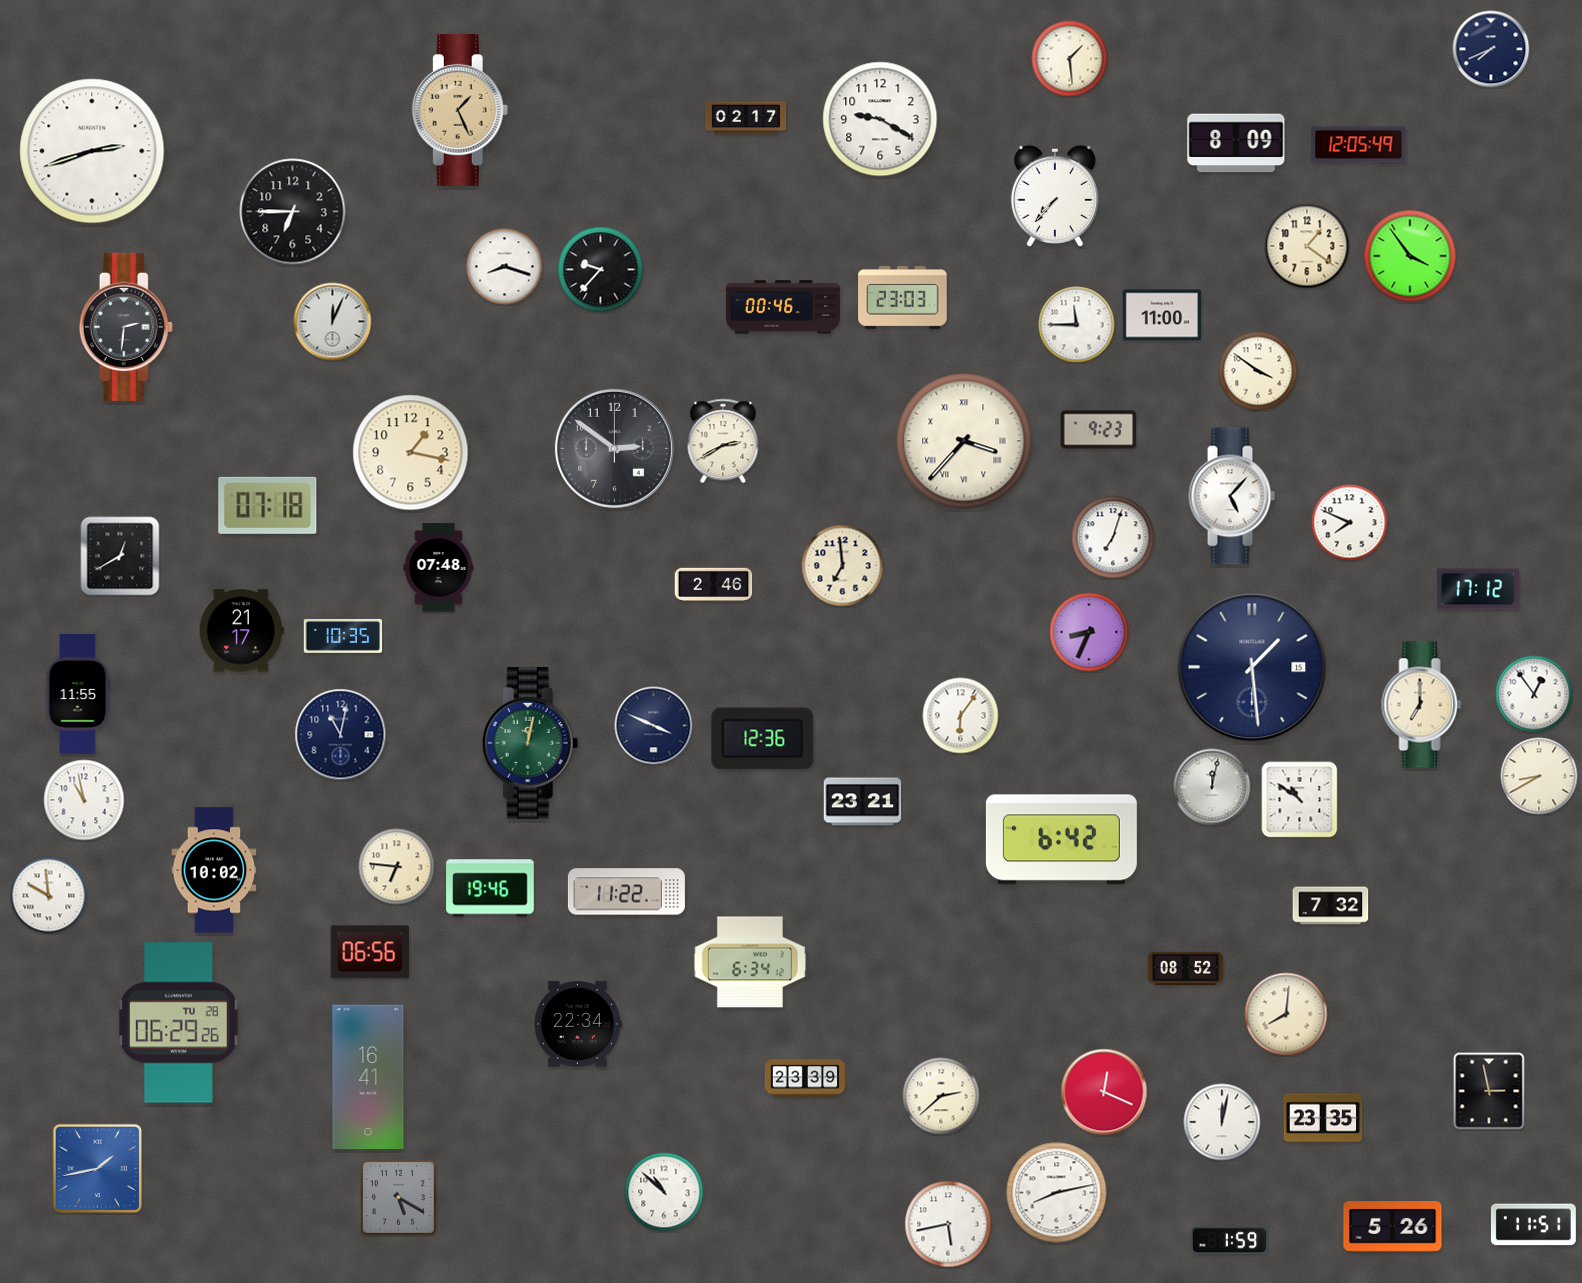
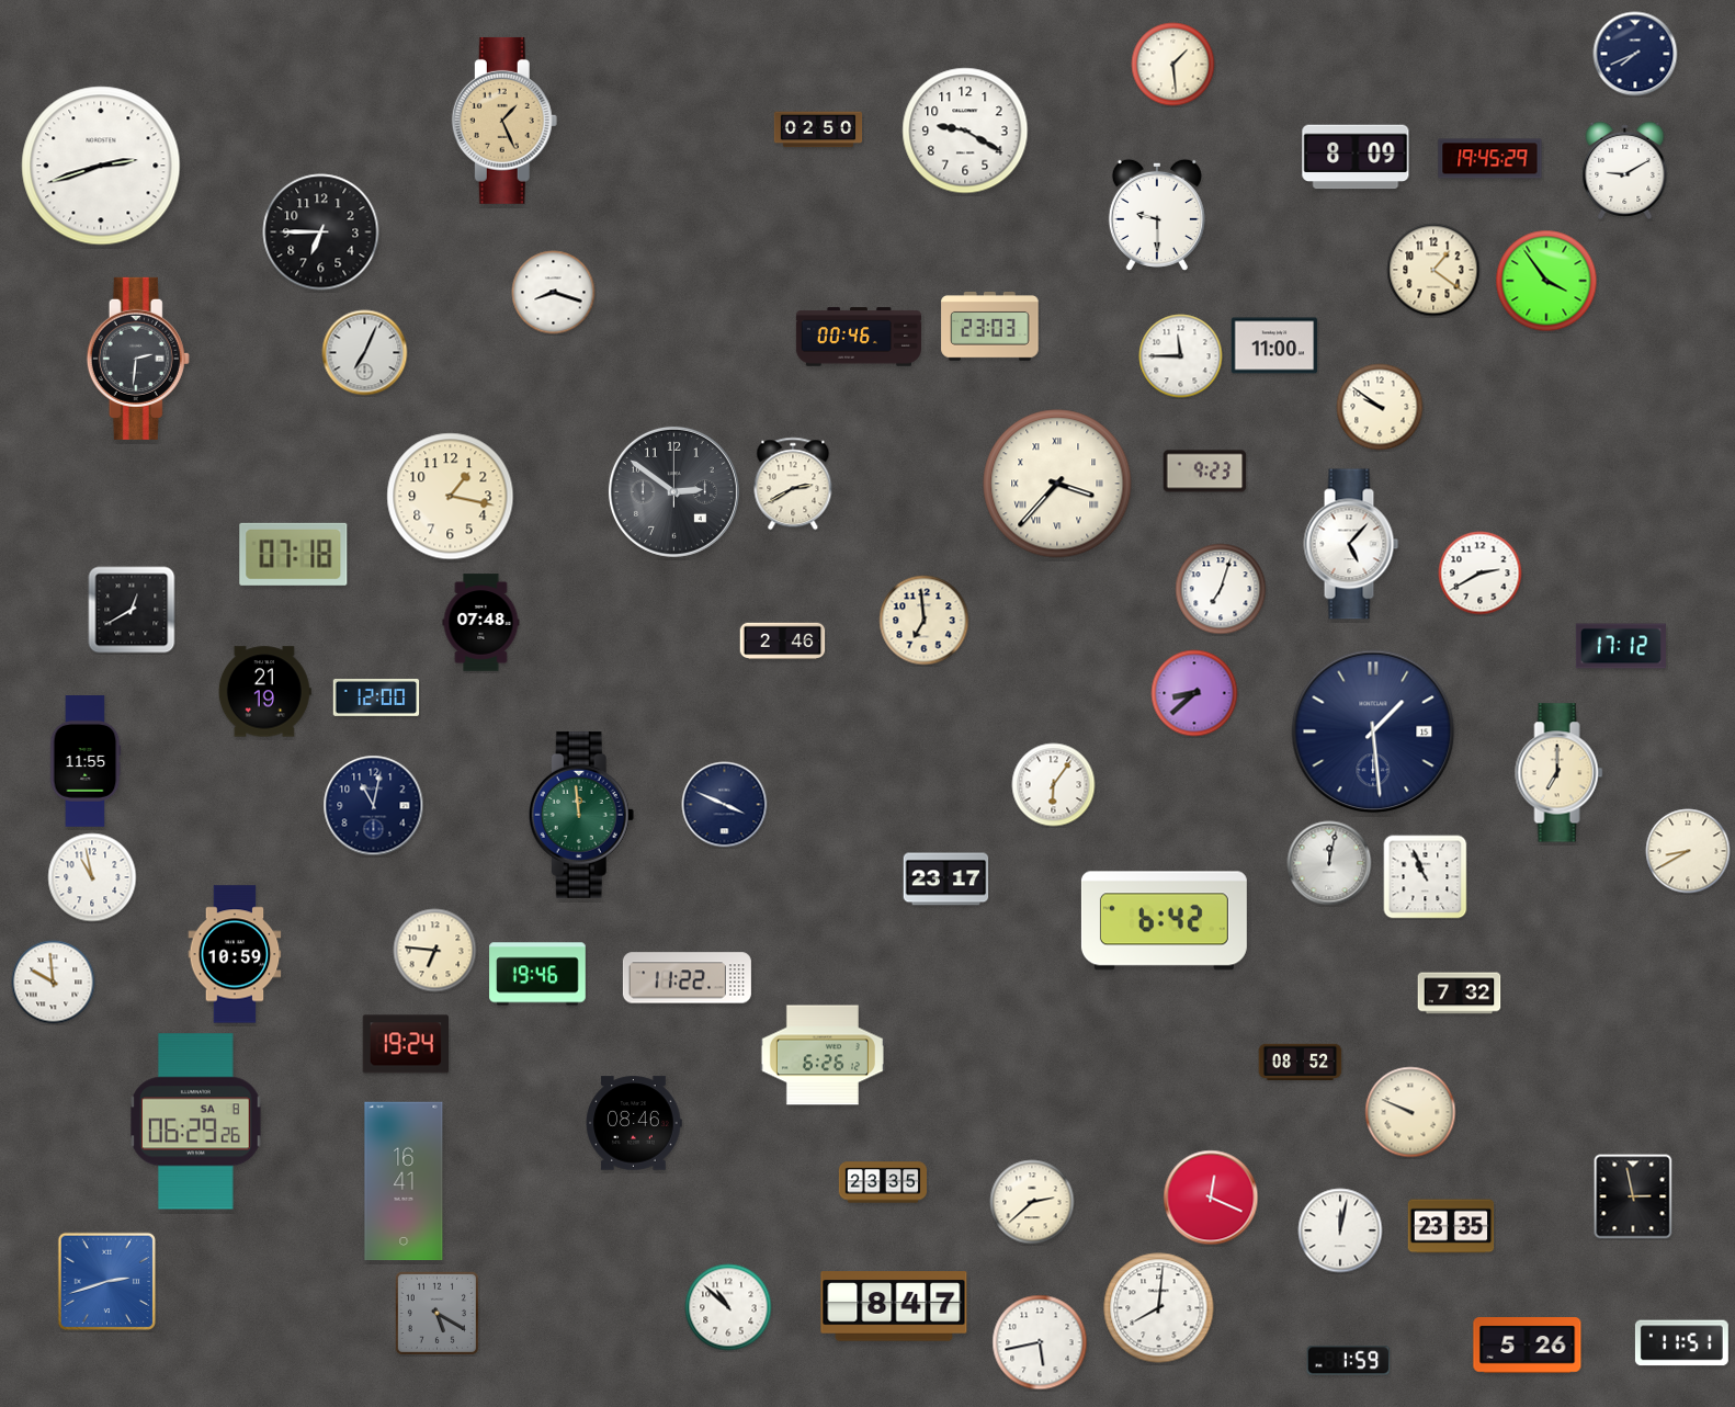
clock at (746, 118): 02:17 -> 02:50
clock at (1359, 145): 12:05 -> 19:45
clock at (1625, 170): none -> 9:10
clock at (1055, 196): 7:37 -> 9:30
clock at (601, 270): 9:37 -> none
clock at (333, 322): 12:04 -> 7:04
clock at (1258, 371): 3:51 -> 9:51
clock at (1350, 523): 7:49 -> 2:40
clock at (241, 631): 21:17 -> 21:19
clock at (1089, 632): 8:34 -> 8:38
clock at (343, 636): 10:35 -> 12:00
clock at (1534, 694): 12:54 -> none
clock at (654, 726) position: (654, 726) -> (725, 805)
clock at (763, 739): 12:36 -> none
clock at (530, 743): 12:02 -> 11:59
clock at (1300, 800): 10:51 -> 10:56
clock at (863, 802): 23:21 -> 23:17
clock at (214, 870): 10:02 -> 10:59
clock at (369, 952): 06:56 -> 19:24
clock at (750, 962): 6:34 -> 6:26
clock at (1286, 1014): 8:01 -> 9:49
clock at (179, 1023) date: TU 28 -> SA 8
clock at (578, 1024): 22:34 -> 08:46
clock at (804, 1078): 23:39 -> 23:35
clock at (98, 1169): 1:43 -> 2:42
clock at (894, 1306): none -> 8:47
clock at (1057, 1193): 8:13 -> 8:01
